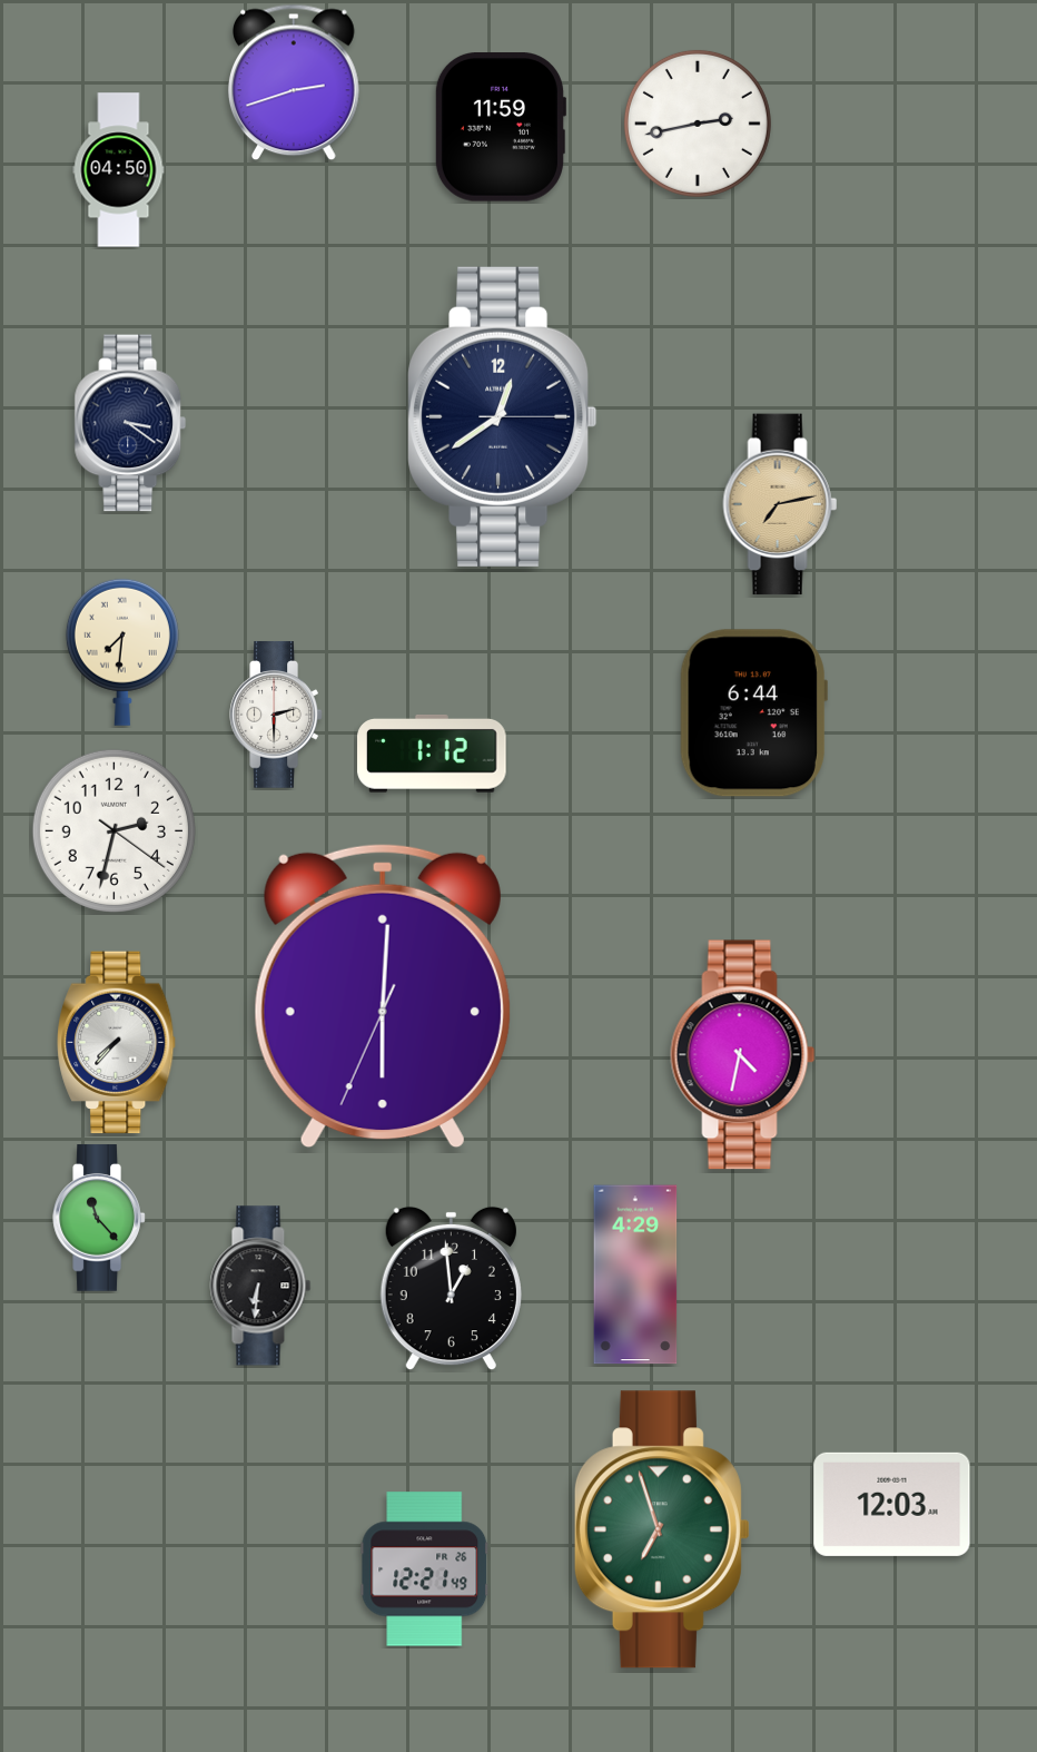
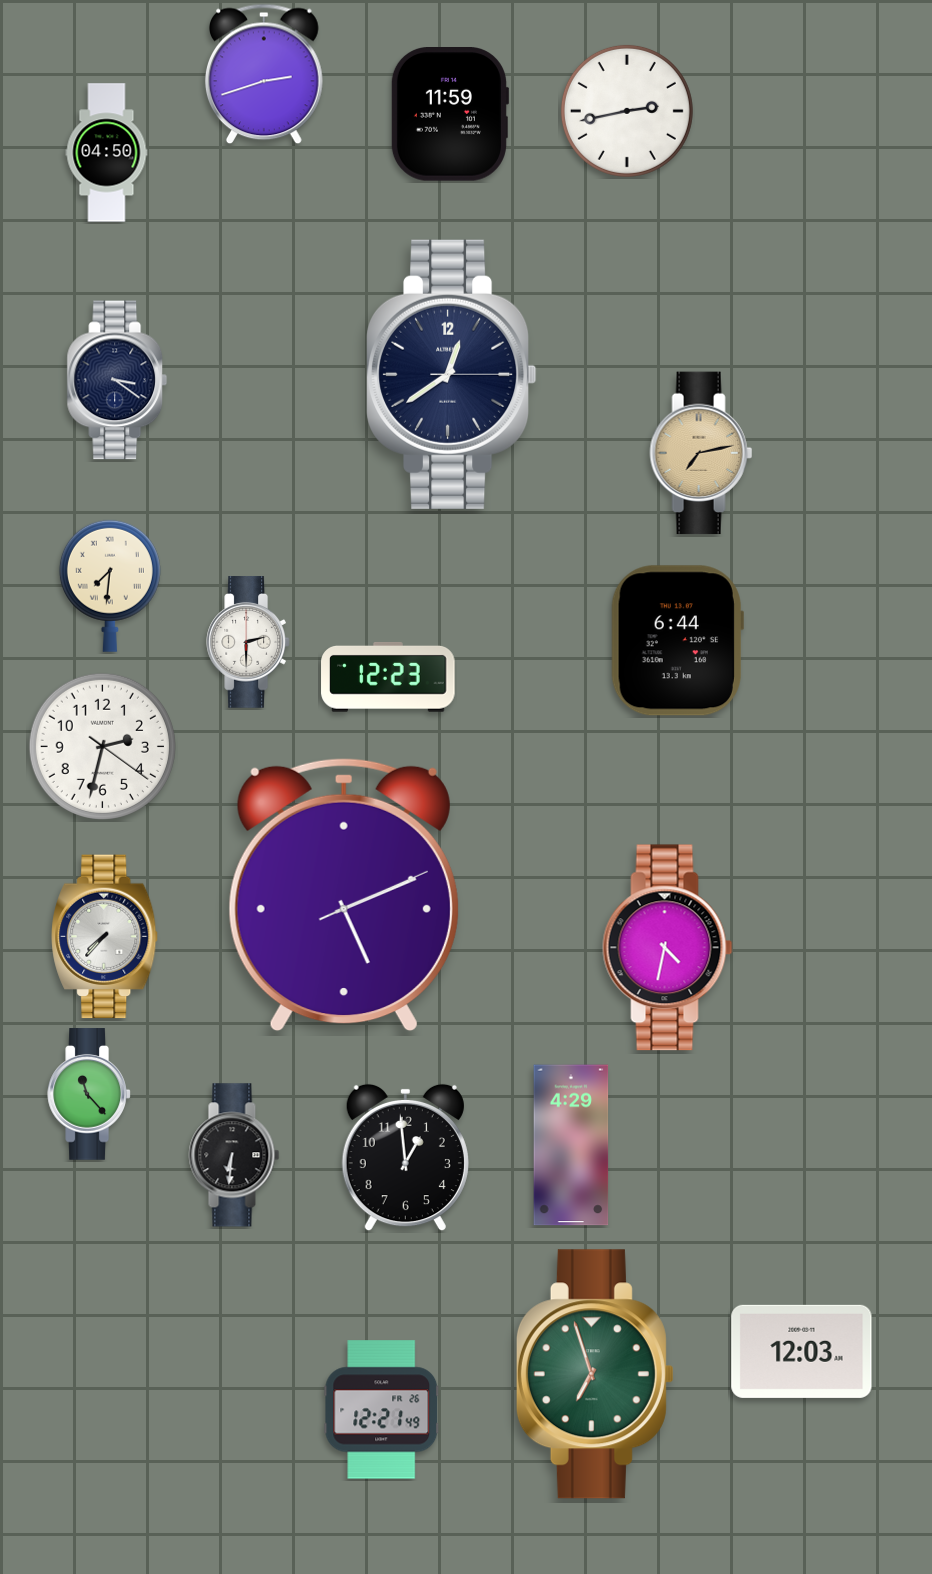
clock at (432, 754): 1:12 -> 12:23
clock at (383, 996): 6:00 -> 5:11
